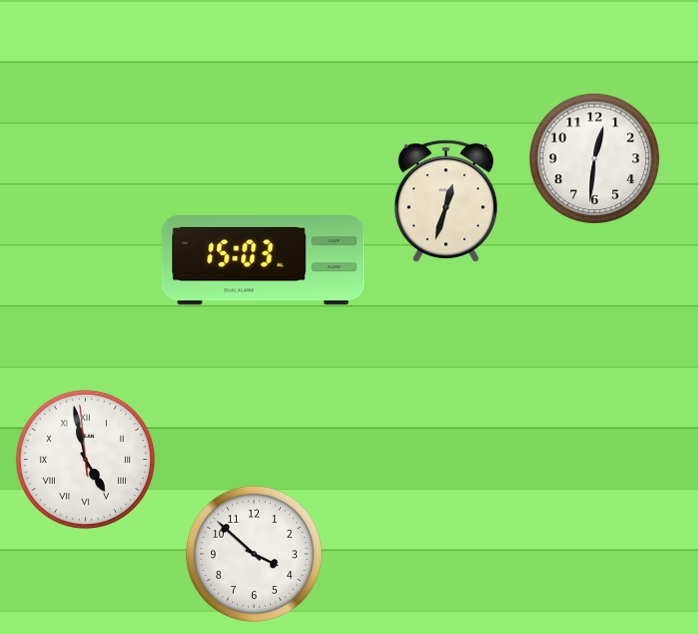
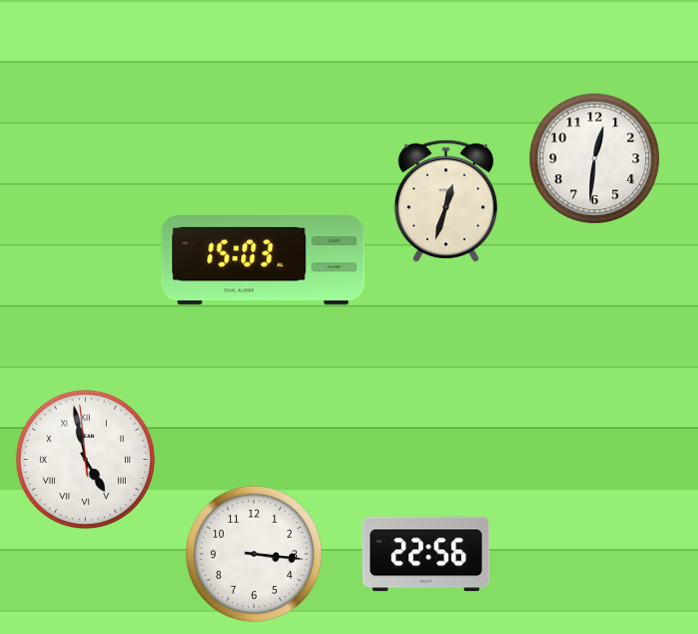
clock at (254, 554): 3:52 -> 3:16
clock at (426, 554): none -> 22:56
